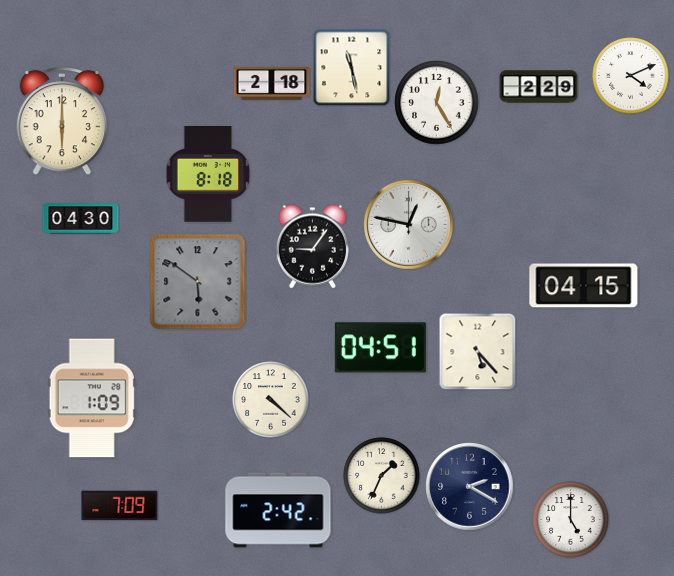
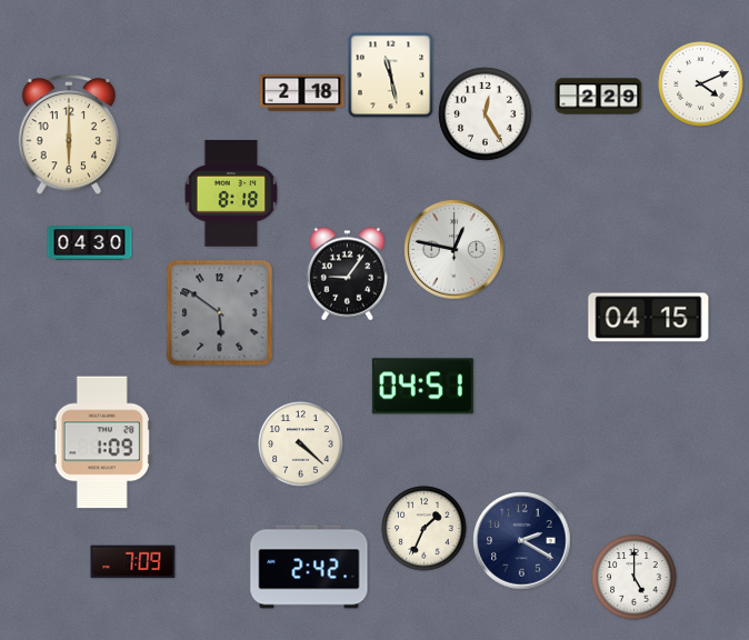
clock at (477, 351): 5:23 -> none
